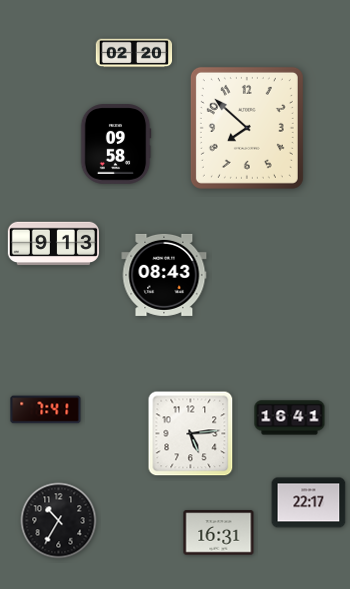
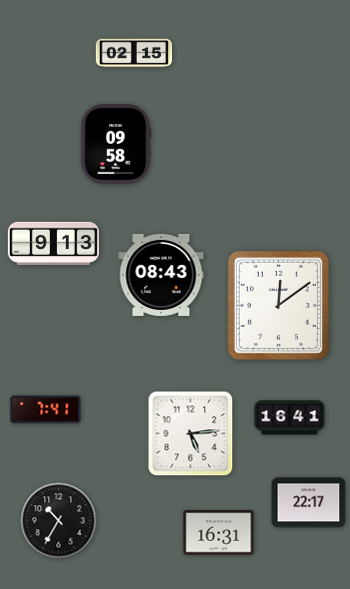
clock at (134, 53): 02:20 -> 02:15
clock at (247, 128): 7:52 -> none
clock at (164, 275) position: (164, 275) -> (161, 275)
clock at (278, 305): none -> 12:09
